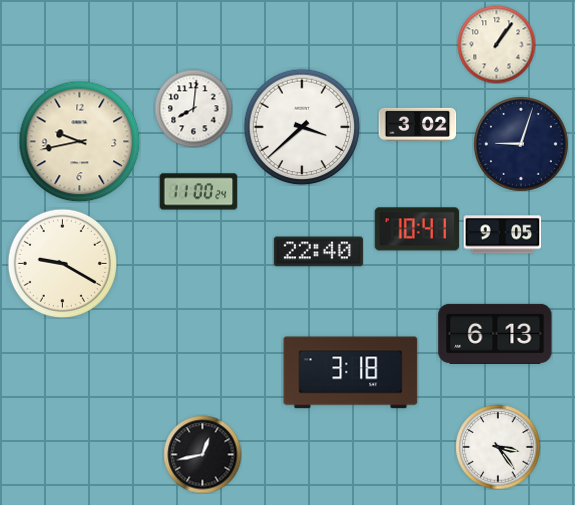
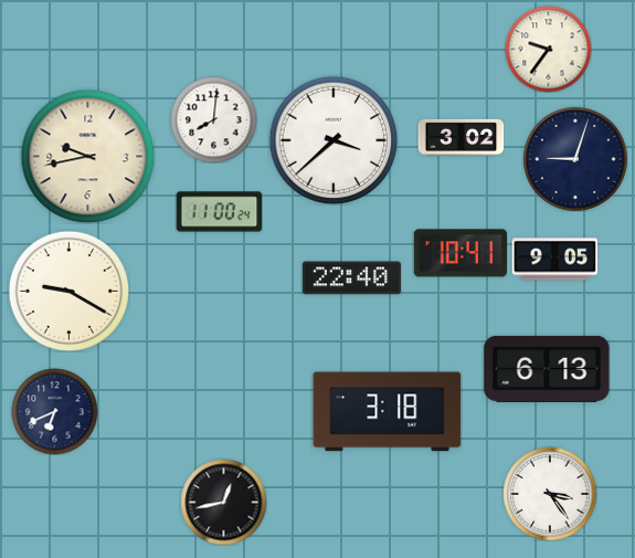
clock at (496, 44): 1:06 -> 9:36
clock at (54, 411): none -> 6:41
